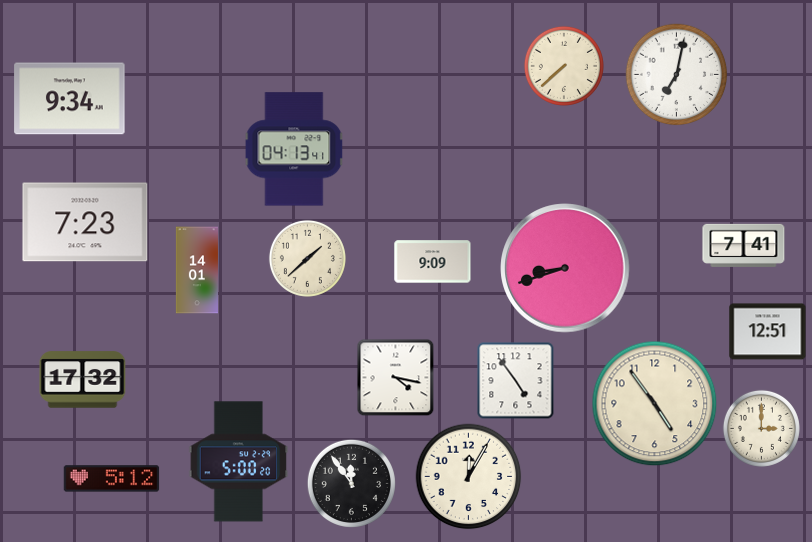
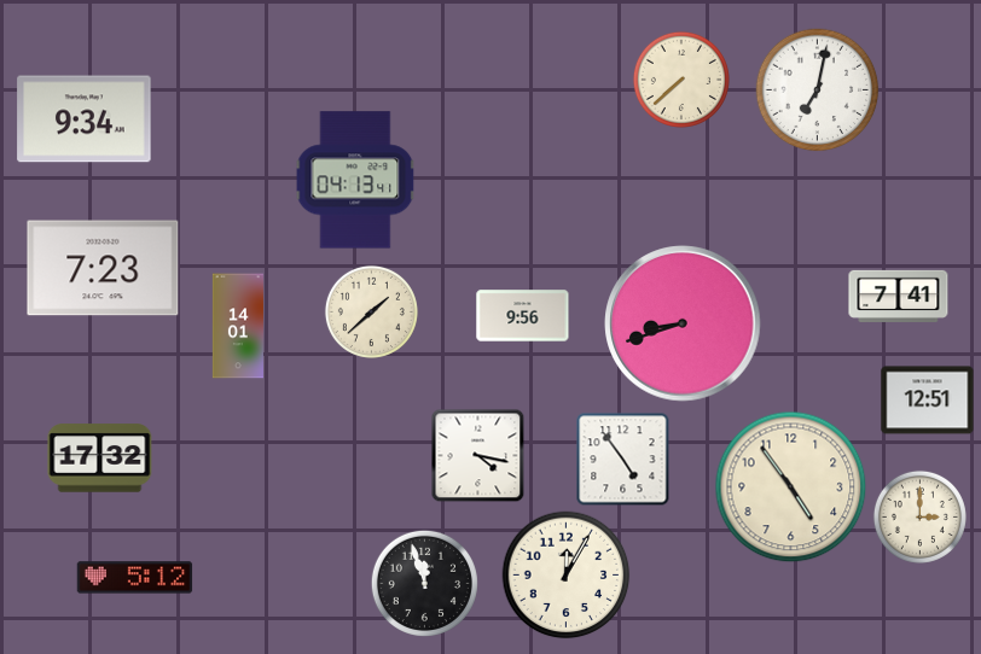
clock at (433, 262): 9:09 -> 9:56
clock at (239, 462): 5:00 -> none
clock at (351, 483): 11:54 -> 11:57
